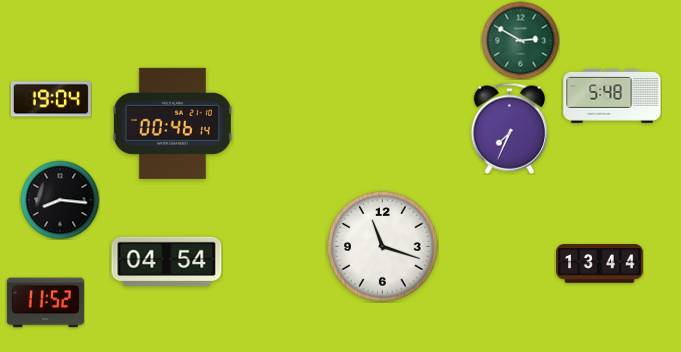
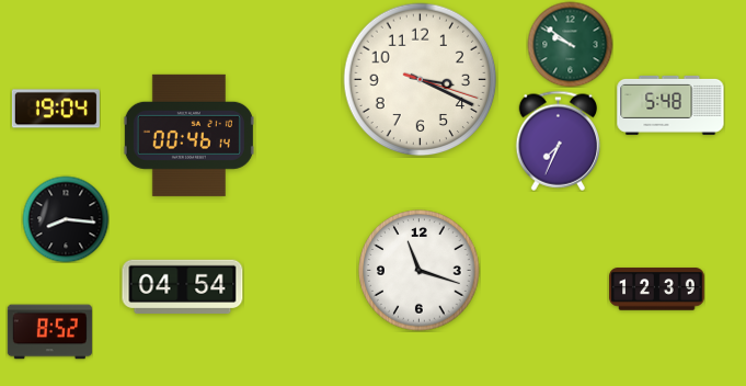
clock at (520, 40): 2:50 -> 9:51
clock at (421, 80): none -> 3:19
clock at (600, 264): 13:44 -> 12:39
clock at (45, 303): 11:52 -> 8:52
